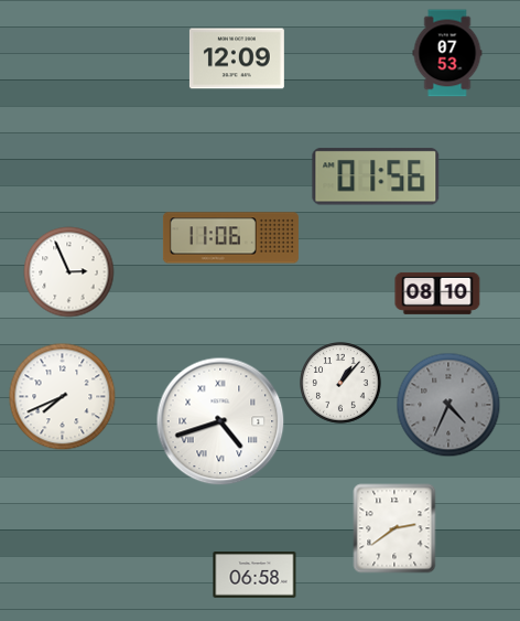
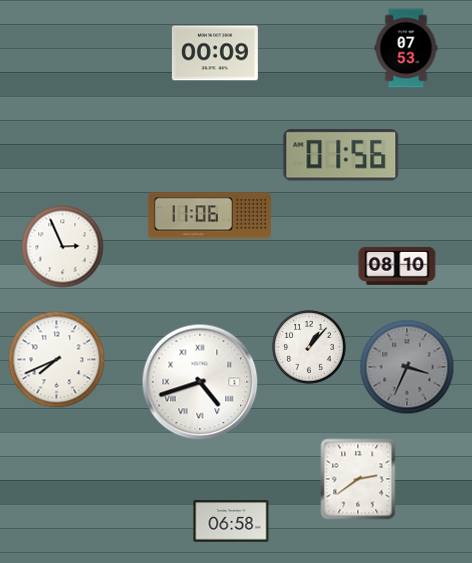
clock at (237, 58): 12:09 -> 00:09
clock at (376, 176) position: (376, 176) -> (341, 155)
clock at (448, 405): 4:34 -> 3:34
